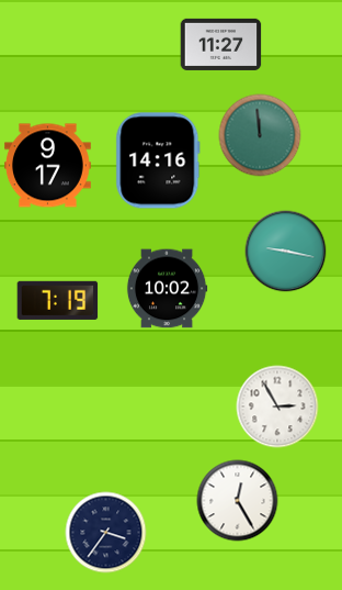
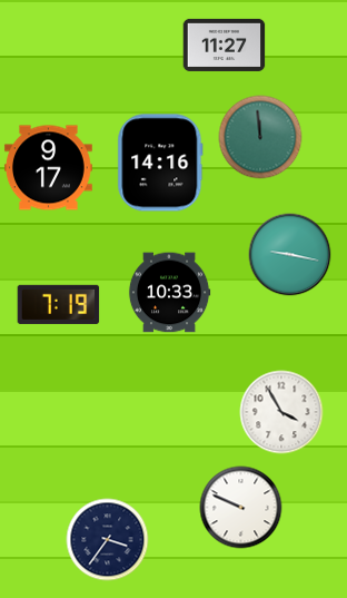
clock at (260, 135) position: (260, 135) -> (260, 137)
clock at (167, 289): 10:02 -> 10:33
clock at (277, 407): 2:55 -> 3:55
clock at (238, 501): 12:25 -> 9:49
